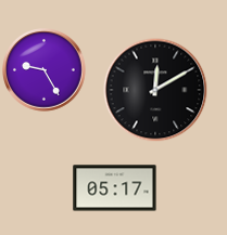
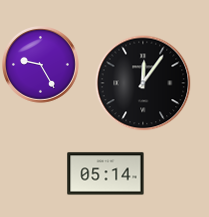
clock at (155, 90): 12:10 -> 12:06
clock at (115, 188): 05:17 -> 05:14
